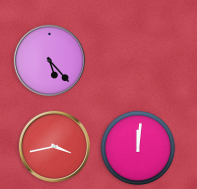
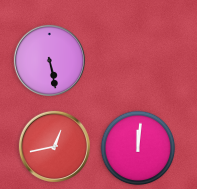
clock at (49, 60): 5:23 -> 5:28
clock at (54, 146): 3:43 -> 12:43
